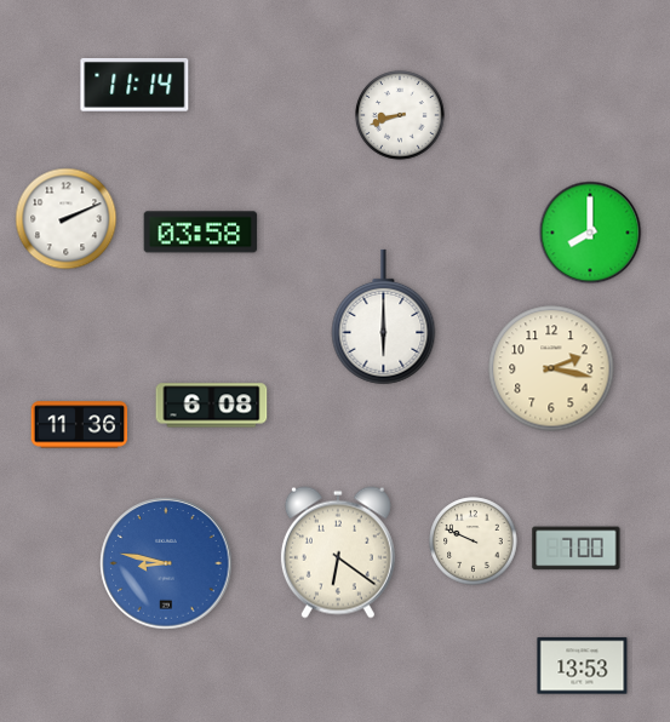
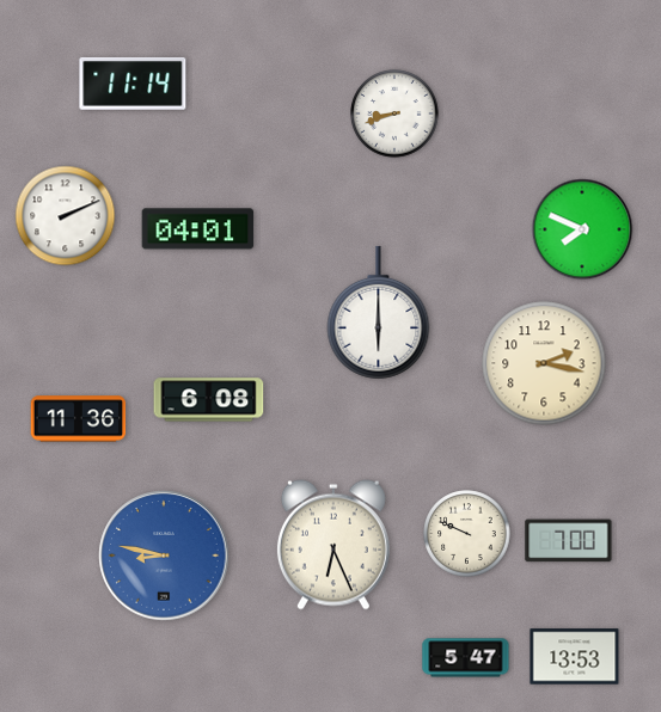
clock at (201, 233): 03:58 -> 04:01
clock at (590, 233): 8:00 -> 7:49
clock at (338, 552): 6:21 -> 6:26
clock at (466, 658): none -> 5:47
